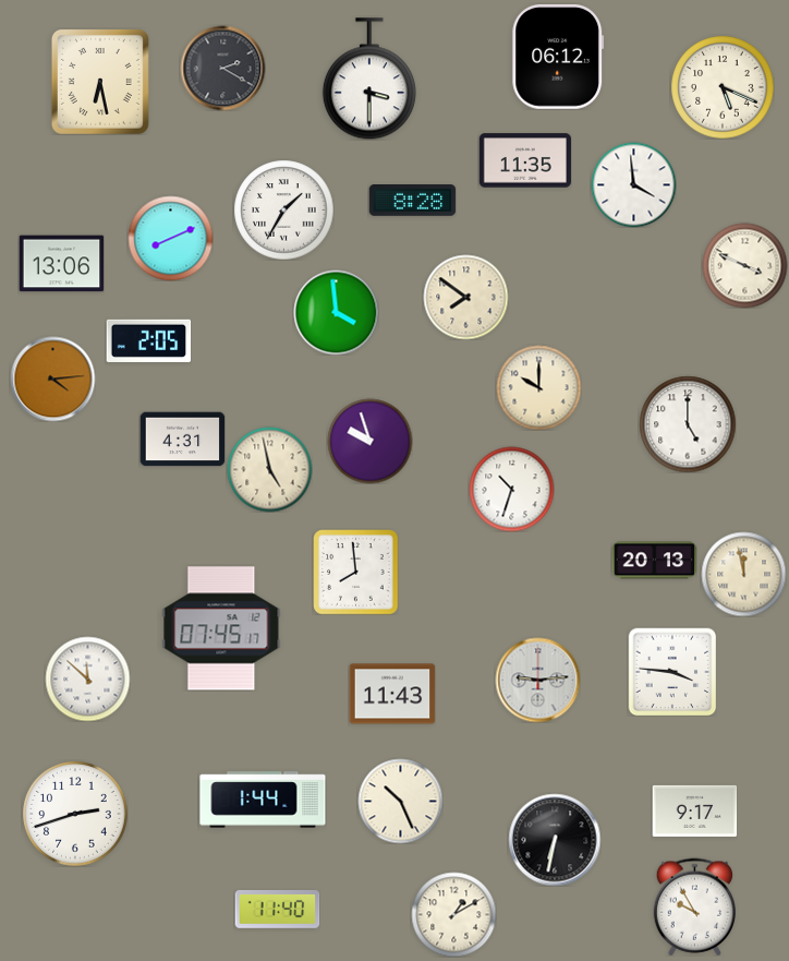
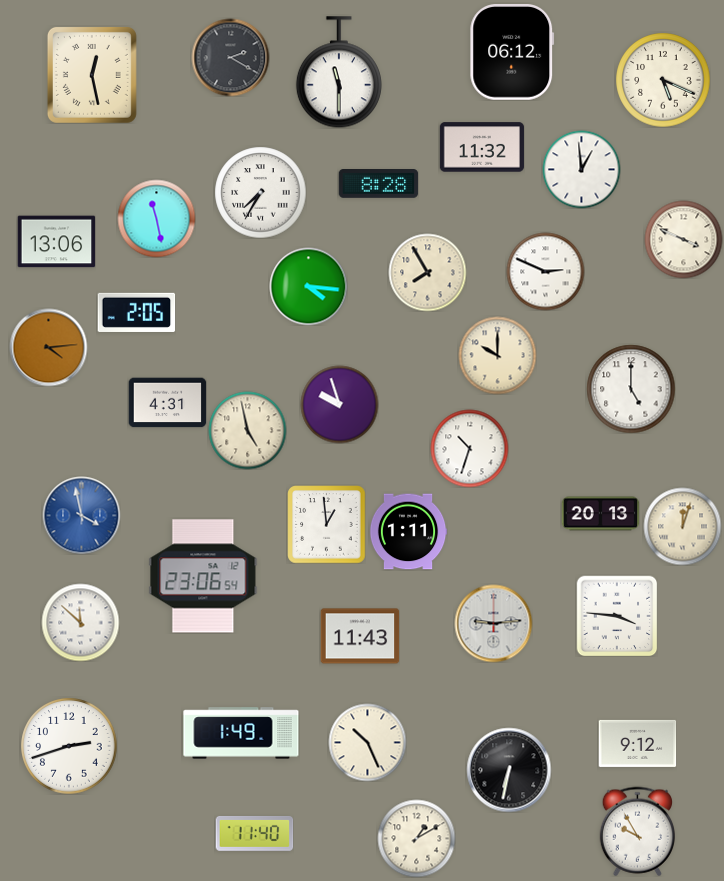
clock at (222, 68) position: (222, 68) -> (230, 57)
clock at (369, 79): 3:30 -> 11:30
clock at (100, 82): 6:28 -> 12:28
clock at (525, 160): 11:35 -> 11:32
clock at (633, 184): 3:59 -> 12:59
clock at (283, 209): 1:35 -> 7:35
clock at (170, 238): 8:11 -> 11:28
clock at (744, 265) position: (744, 265) -> (683, 239)
clock at (545, 271): none -> 2:49
clock at (465, 297): 7:51 -> 7:55
clock at (336, 312): 3:59 -> 4:16
clock at (538, 387) position: (538, 387) -> (497, 355)
clock at (81, 515): none -> 3:58
clock at (355, 572): 7:59 -> 12:59
clock at (743, 574): 11:58 -> 12:03
clock at (408, 532): none -> 1:11
clock at (221, 628): 07:45 -> 23:06
clock at (263, 800): 1:44 -> 1:49
clock at (400, 801) position: (400, 801) -> (367, 742)
clock at (694, 810): 9:17 -> 9:12
